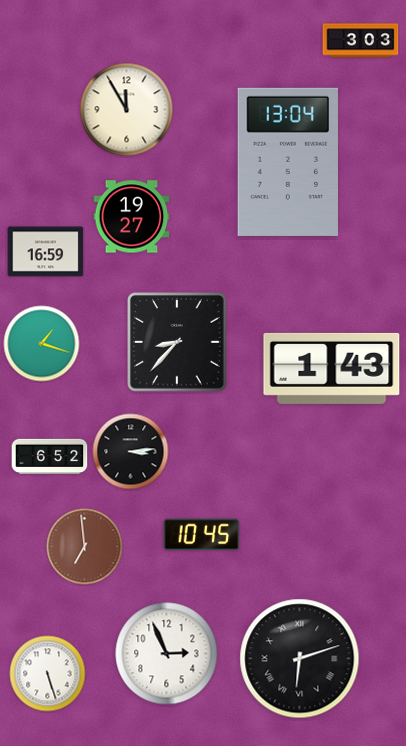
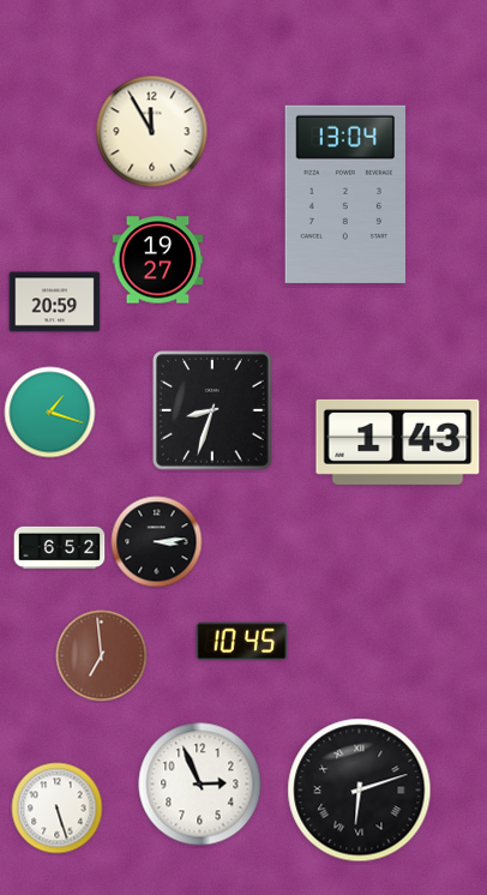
clock at (361, 41): 3:03 -> none
clock at (46, 252): 16:59 -> 20:59
clock at (178, 343): 8:37 -> 8:33
